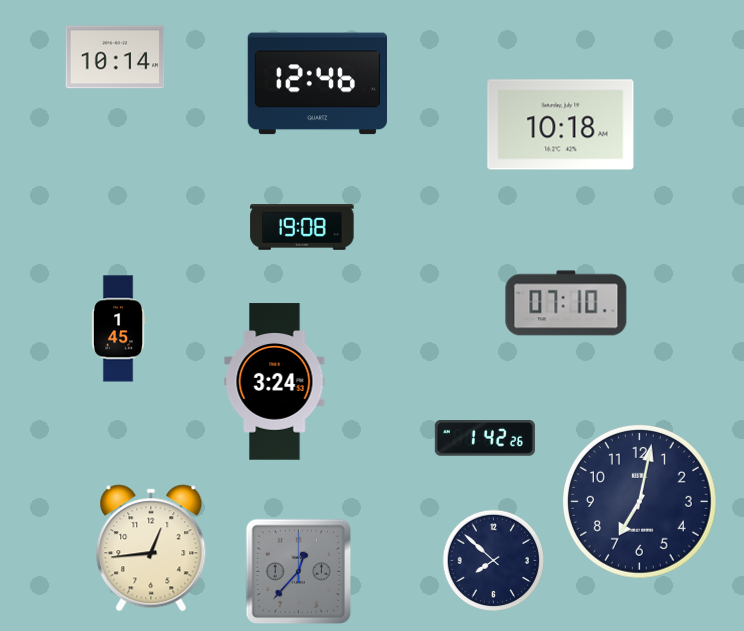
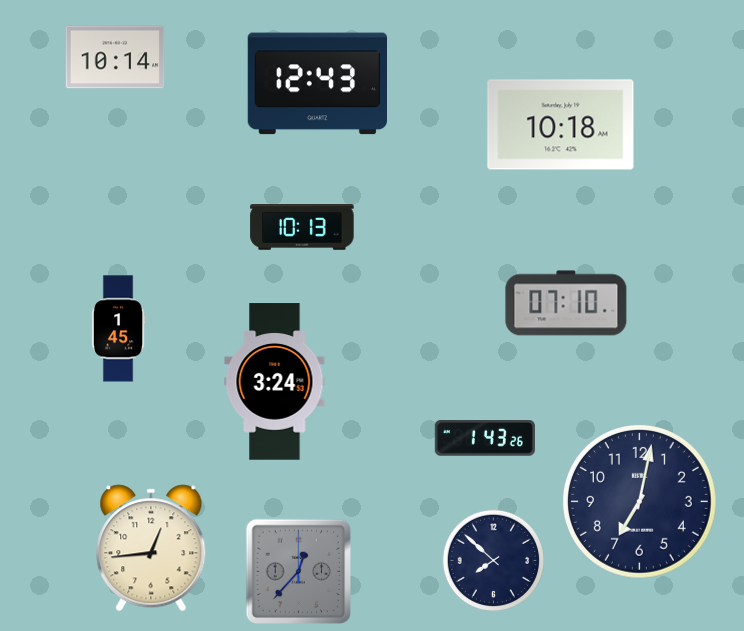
clock at (317, 84): 12:46 -> 12:43
clock at (302, 228): 19:08 -> 10:13
clock at (485, 439): 1:42 -> 1:43
